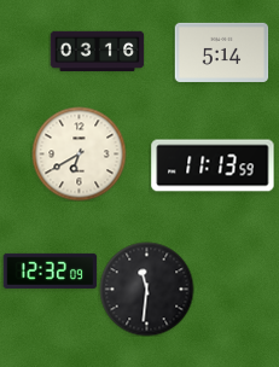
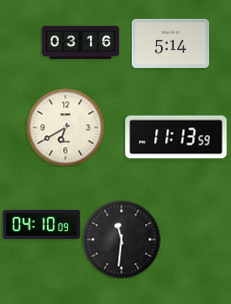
clock at (221, 52) position: (221, 52) -> (170, 43)
clock at (50, 270): 12:32 -> 04:10
